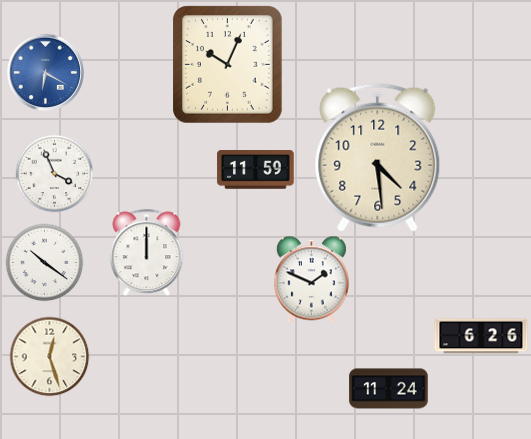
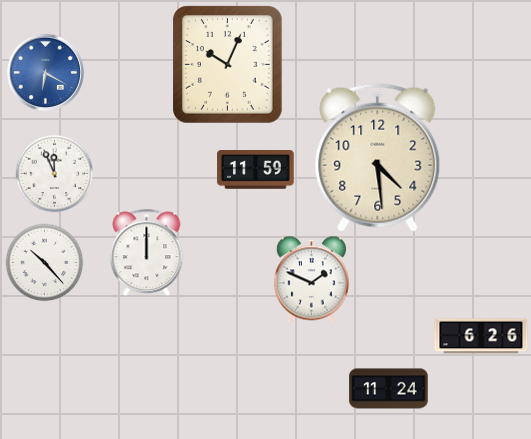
clock at (54, 173): 3:56 -> 11:56
clock at (44, 262): 10:21 -> 10:23
clock at (49, 356): 12:27 -> none
